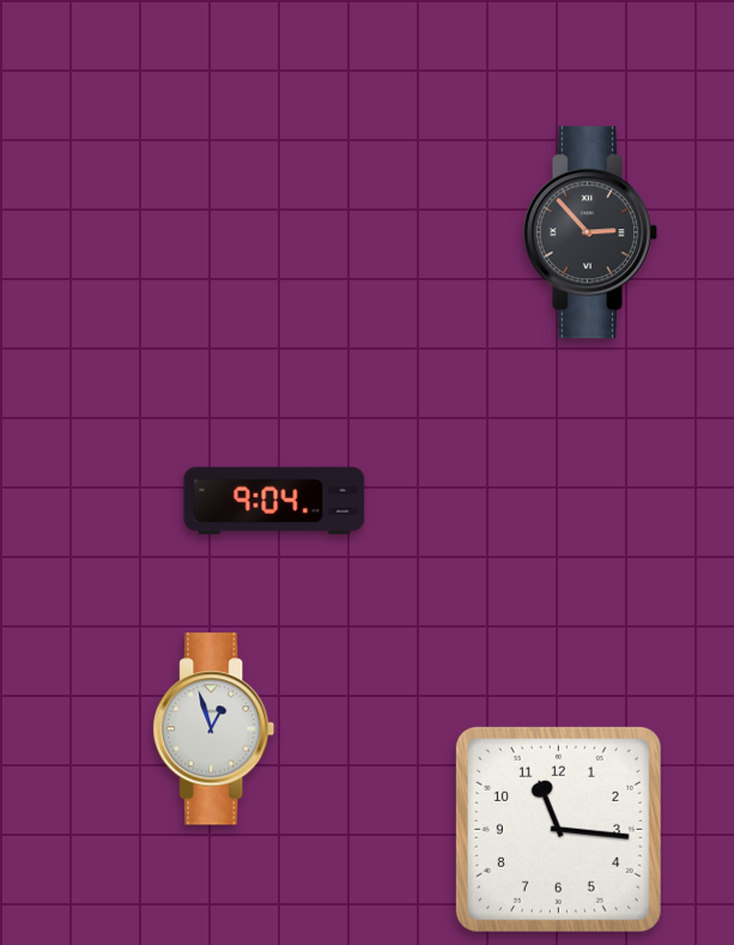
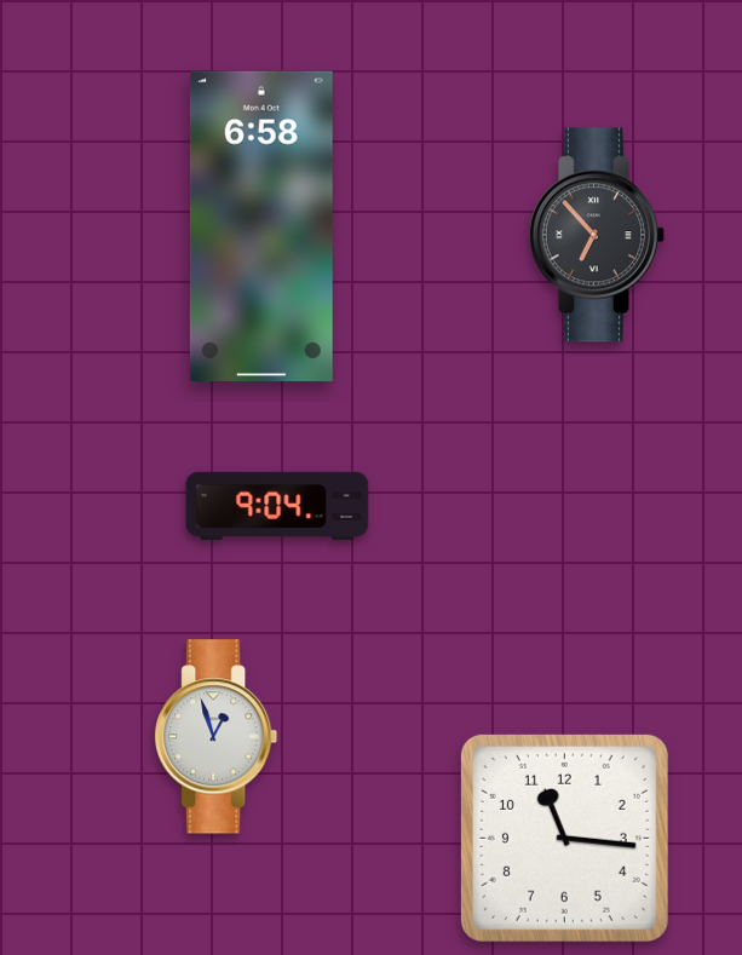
clock at (261, 225): none -> 6:58
clock at (590, 232): 2:53 -> 6:53
